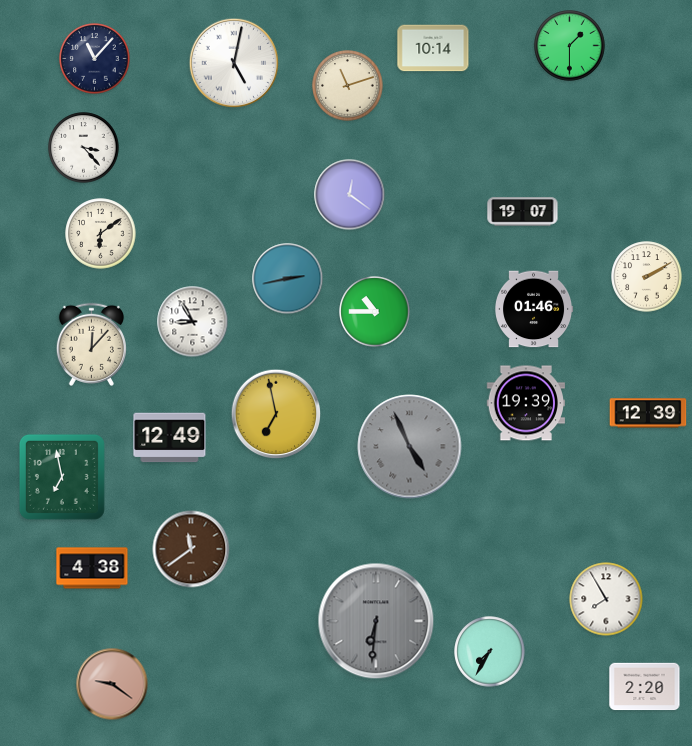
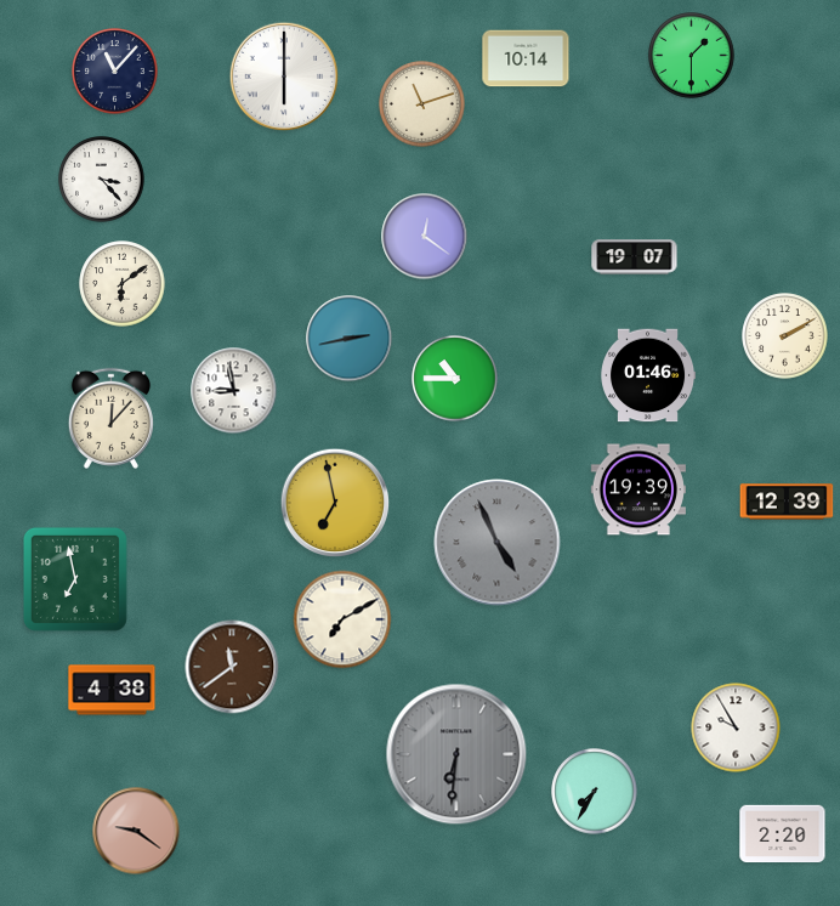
clock at (234, 63): 5:02 -> 6:00
clock at (193, 322): 8:55 -> 8:58
clock at (170, 438): 12:49 -> none
clock at (342, 619): none -> 7:10
clock at (606, 599): 7:55 -> 9:55
